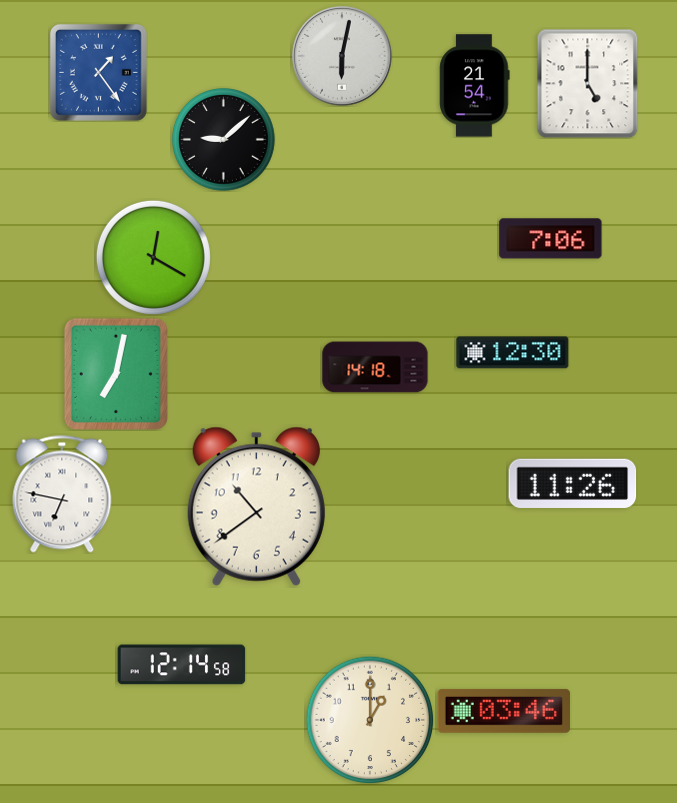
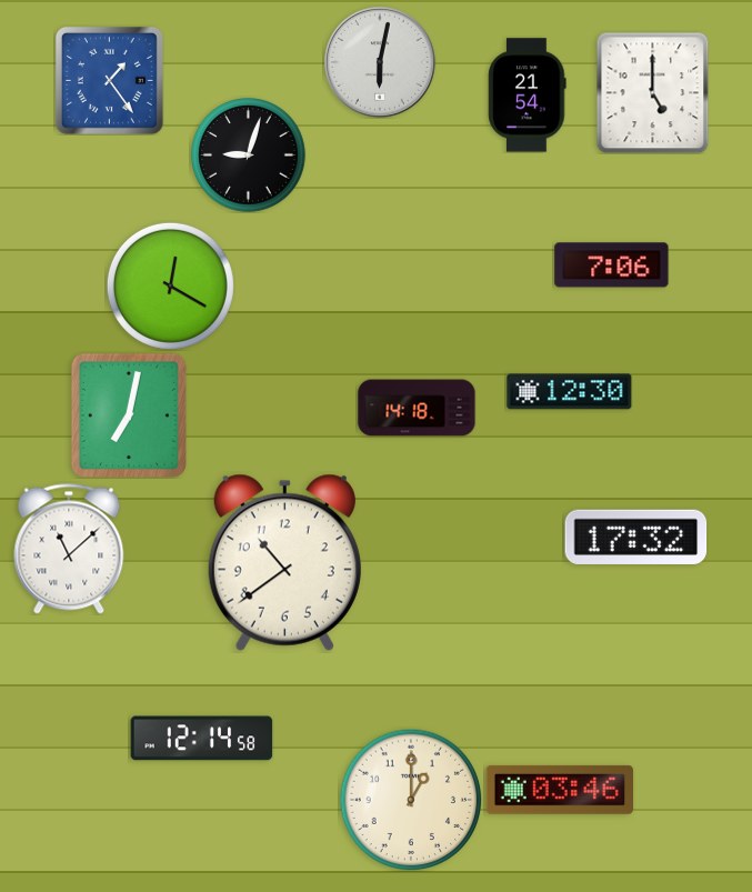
clock at (224, 140): 9:08 -> 9:03
clock at (573, 483): 11:26 -> 17:32
clock at (62, 494): 6:47 -> 11:08
